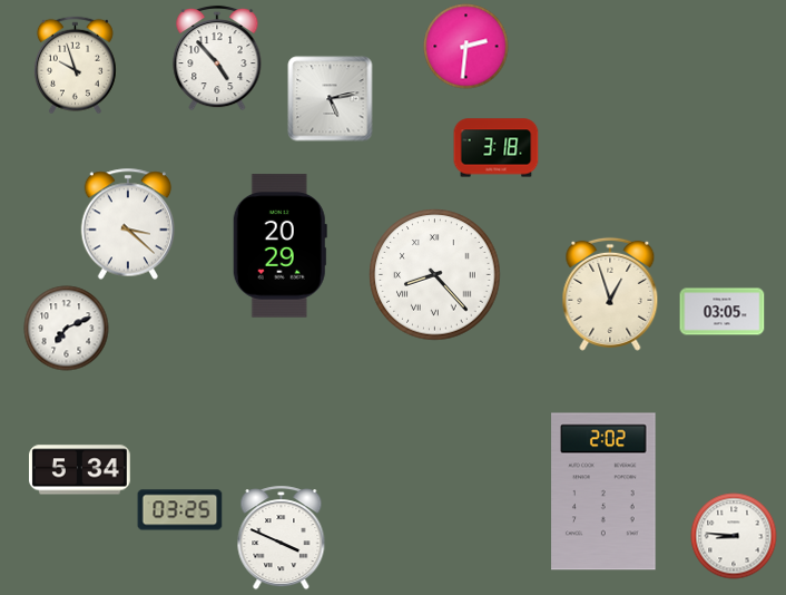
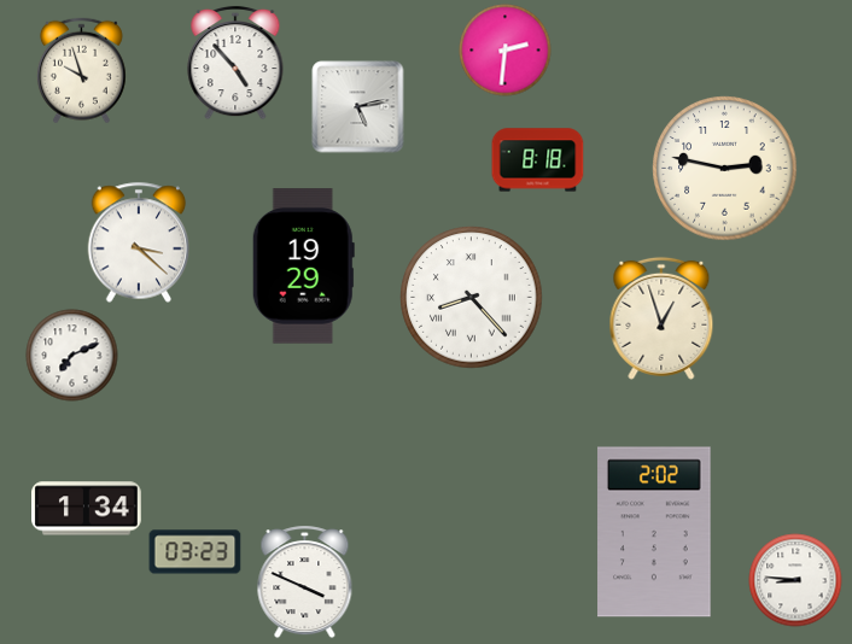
clock at (497, 148): 3:18 -> 8:18
clock at (725, 169): none -> 2:47
clock at (279, 246): 20:29 -> 19:29
clock at (723, 312): 03:05 -> none
clock at (80, 470): 5:34 -> 1:34
clock at (180, 510): 03:25 -> 03:23
